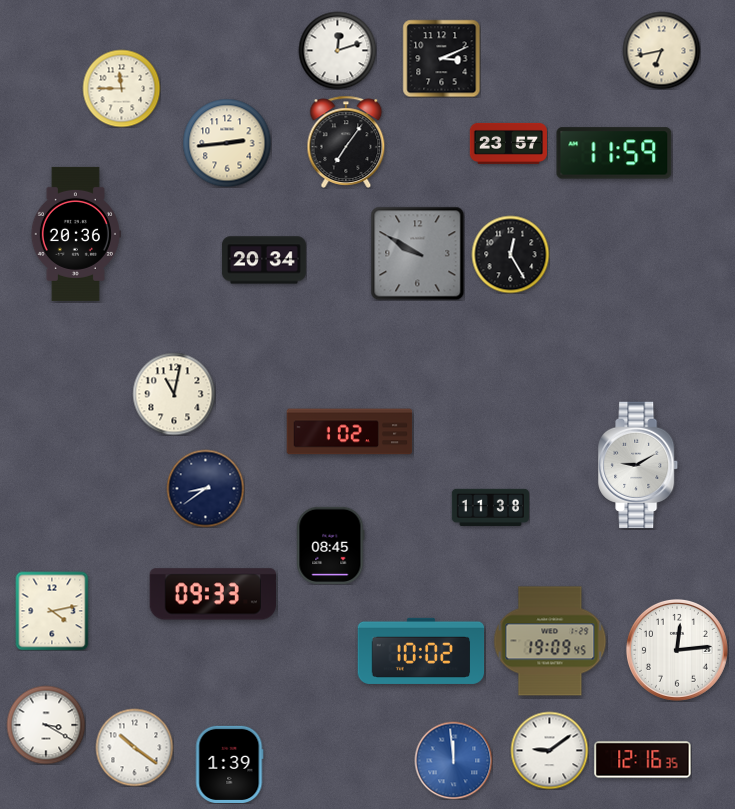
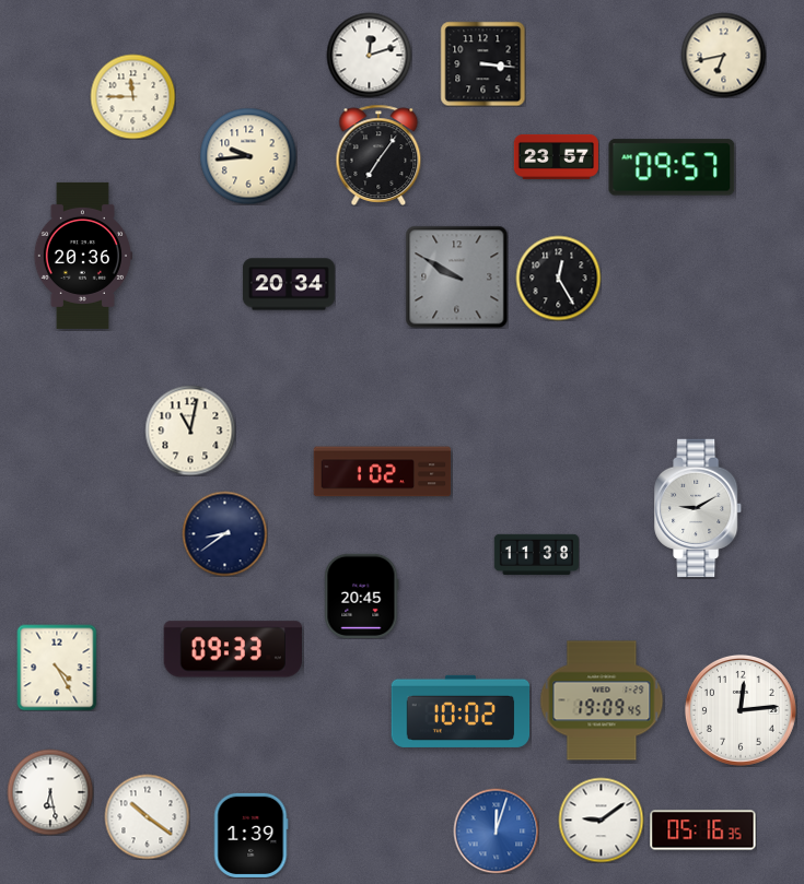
clock at (441, 58): 3:11 -> 3:16
clock at (227, 143): 2:44 -> 9:44
clock at (614, 153): 11:59 -> 09:57
clock at (331, 545): 08:45 -> 20:45
clock at (52, 611): 4:13 -> 4:25
clock at (46, 725): 3:20 -> 6:28
clock at (453, 760): 11:59 -> 12:03
clock at (643, 760): 12:16 -> 05:16
